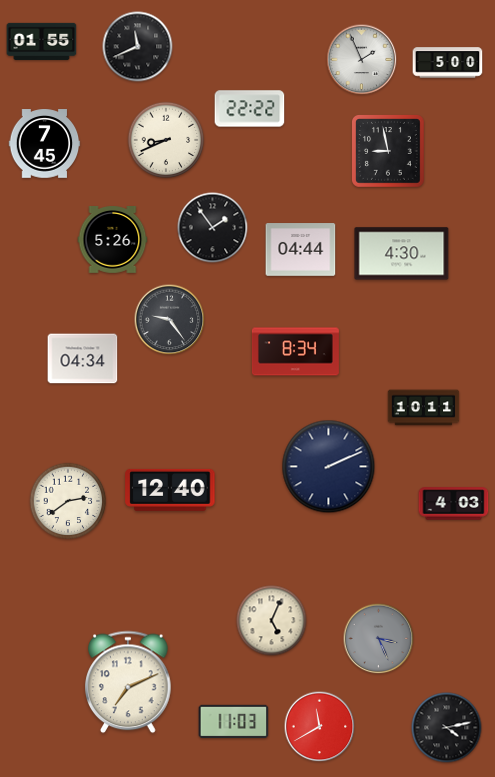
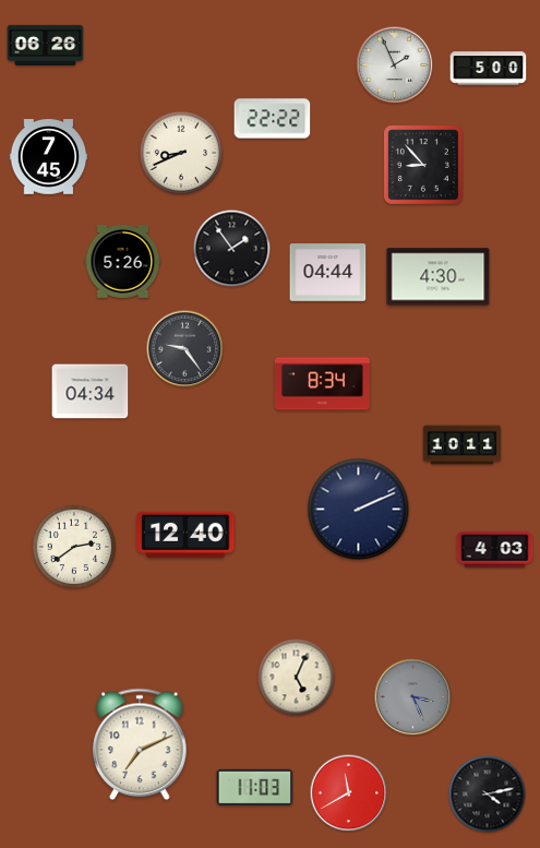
clock at (42, 41): 01:55 -> 06:26
clock at (138, 47): 11:41 -> none
clock at (389, 152): 8:58 -> 8:53
